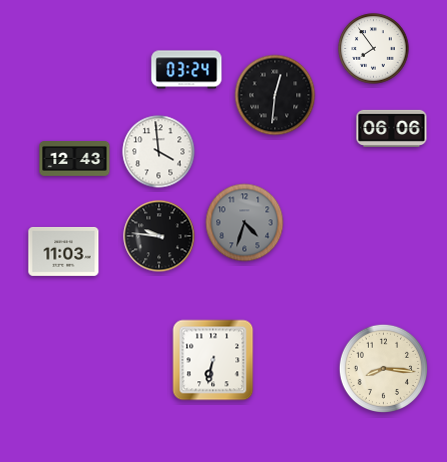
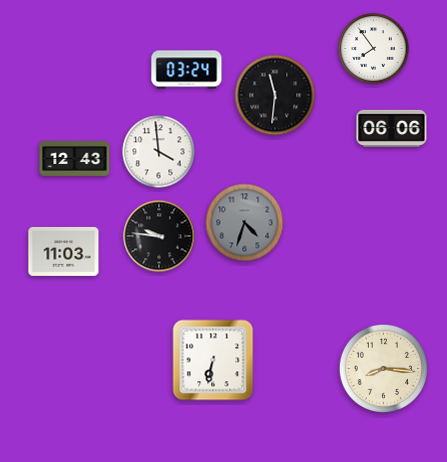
clock at (275, 95): 12:31 -> 11:31
